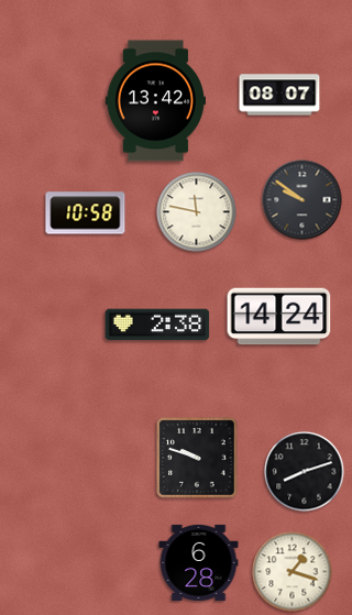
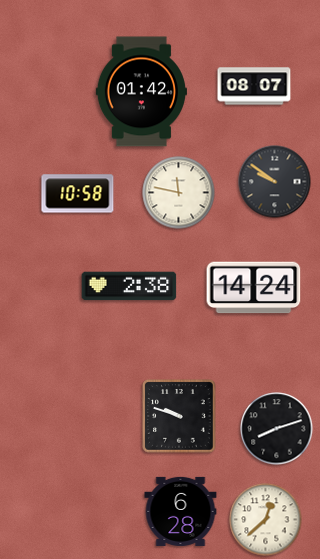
clock at (155, 101): 13:42 -> 01:42
clock at (157, 325) position: (157, 325) -> (129, 286)
clock at (293, 572): 1:18 -> 12:38
